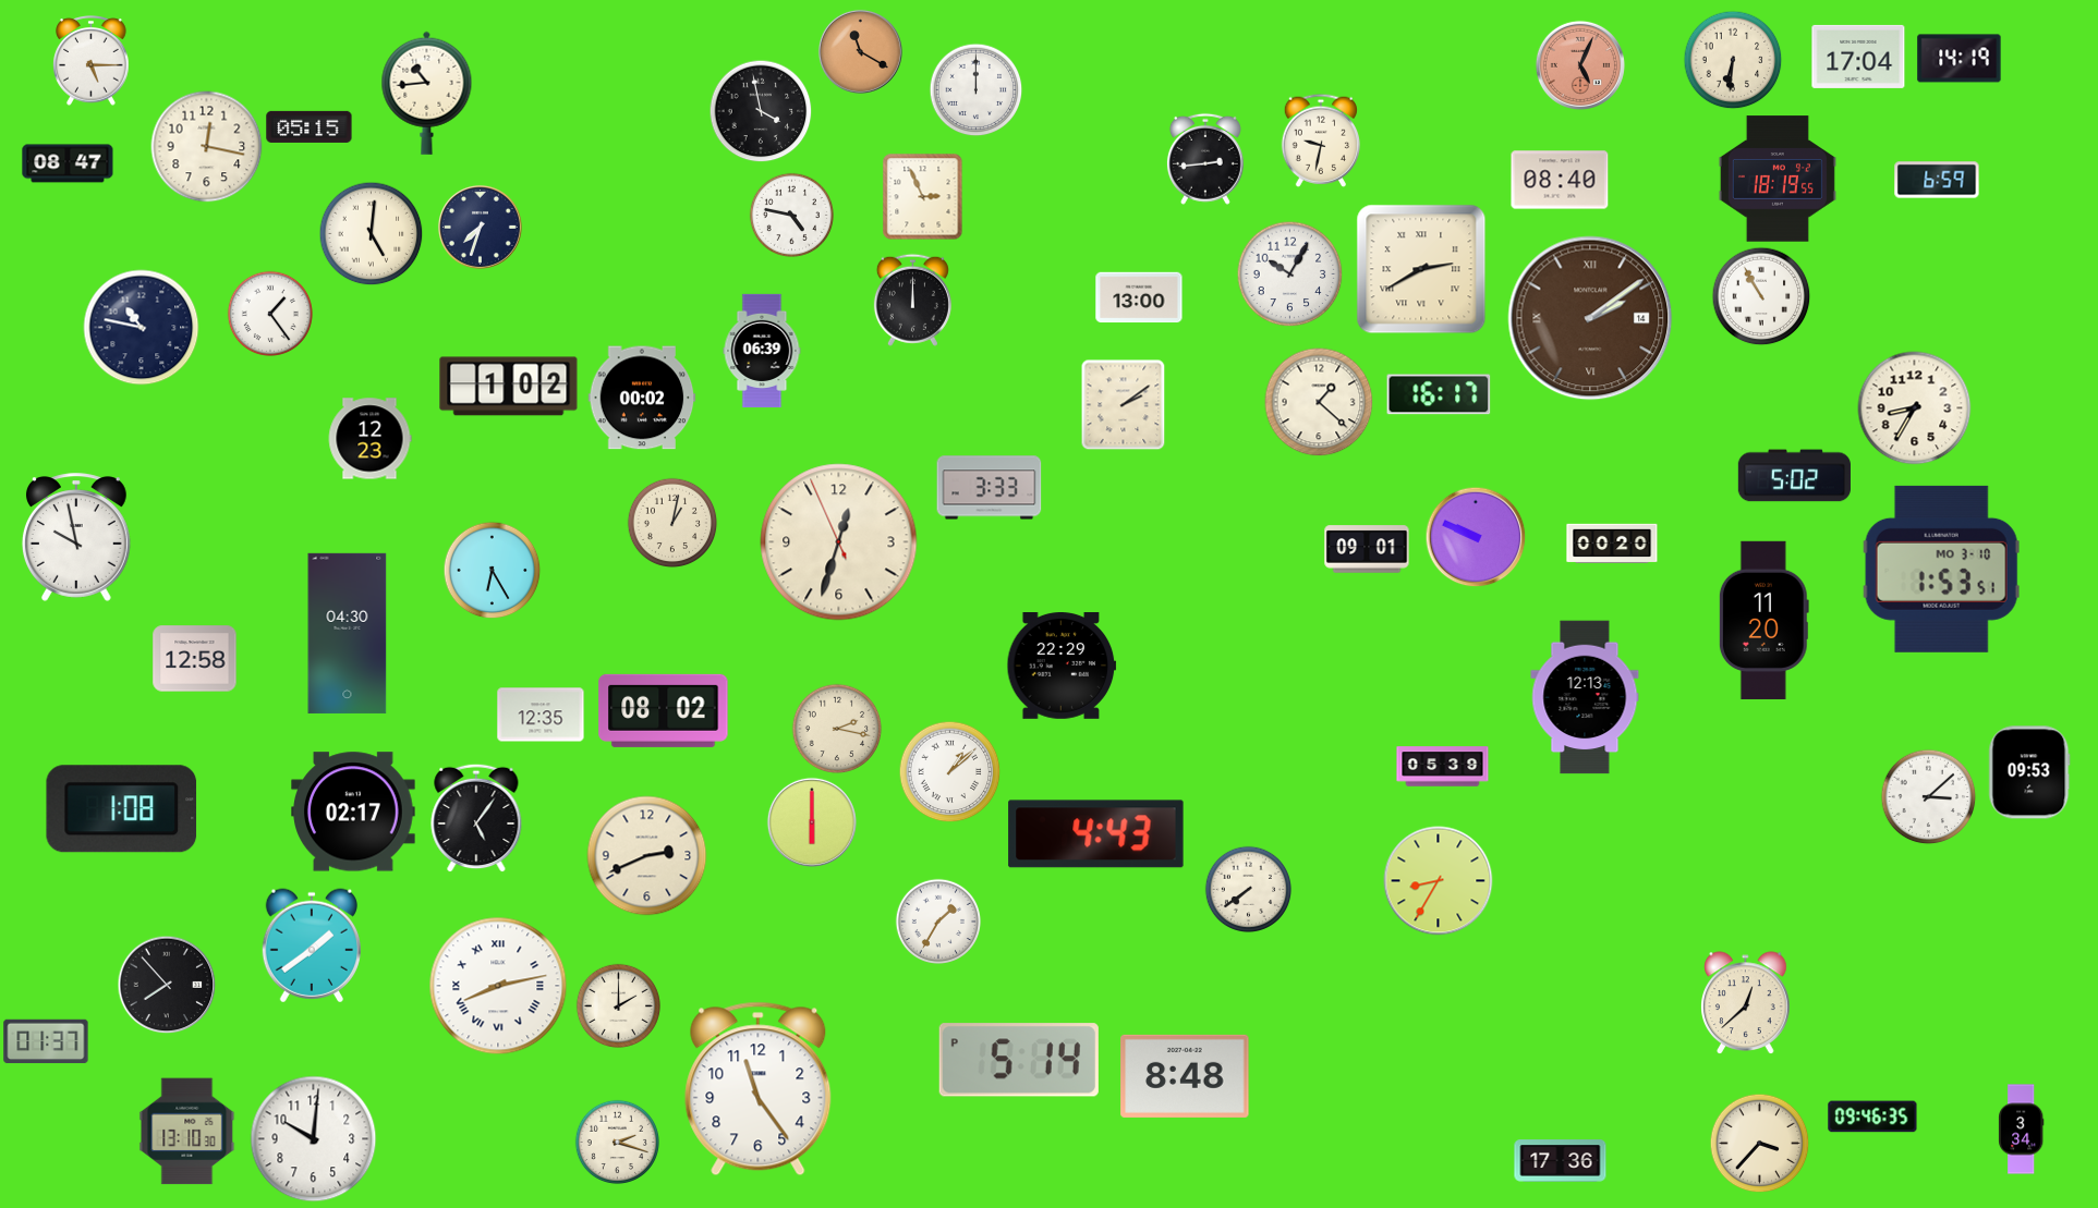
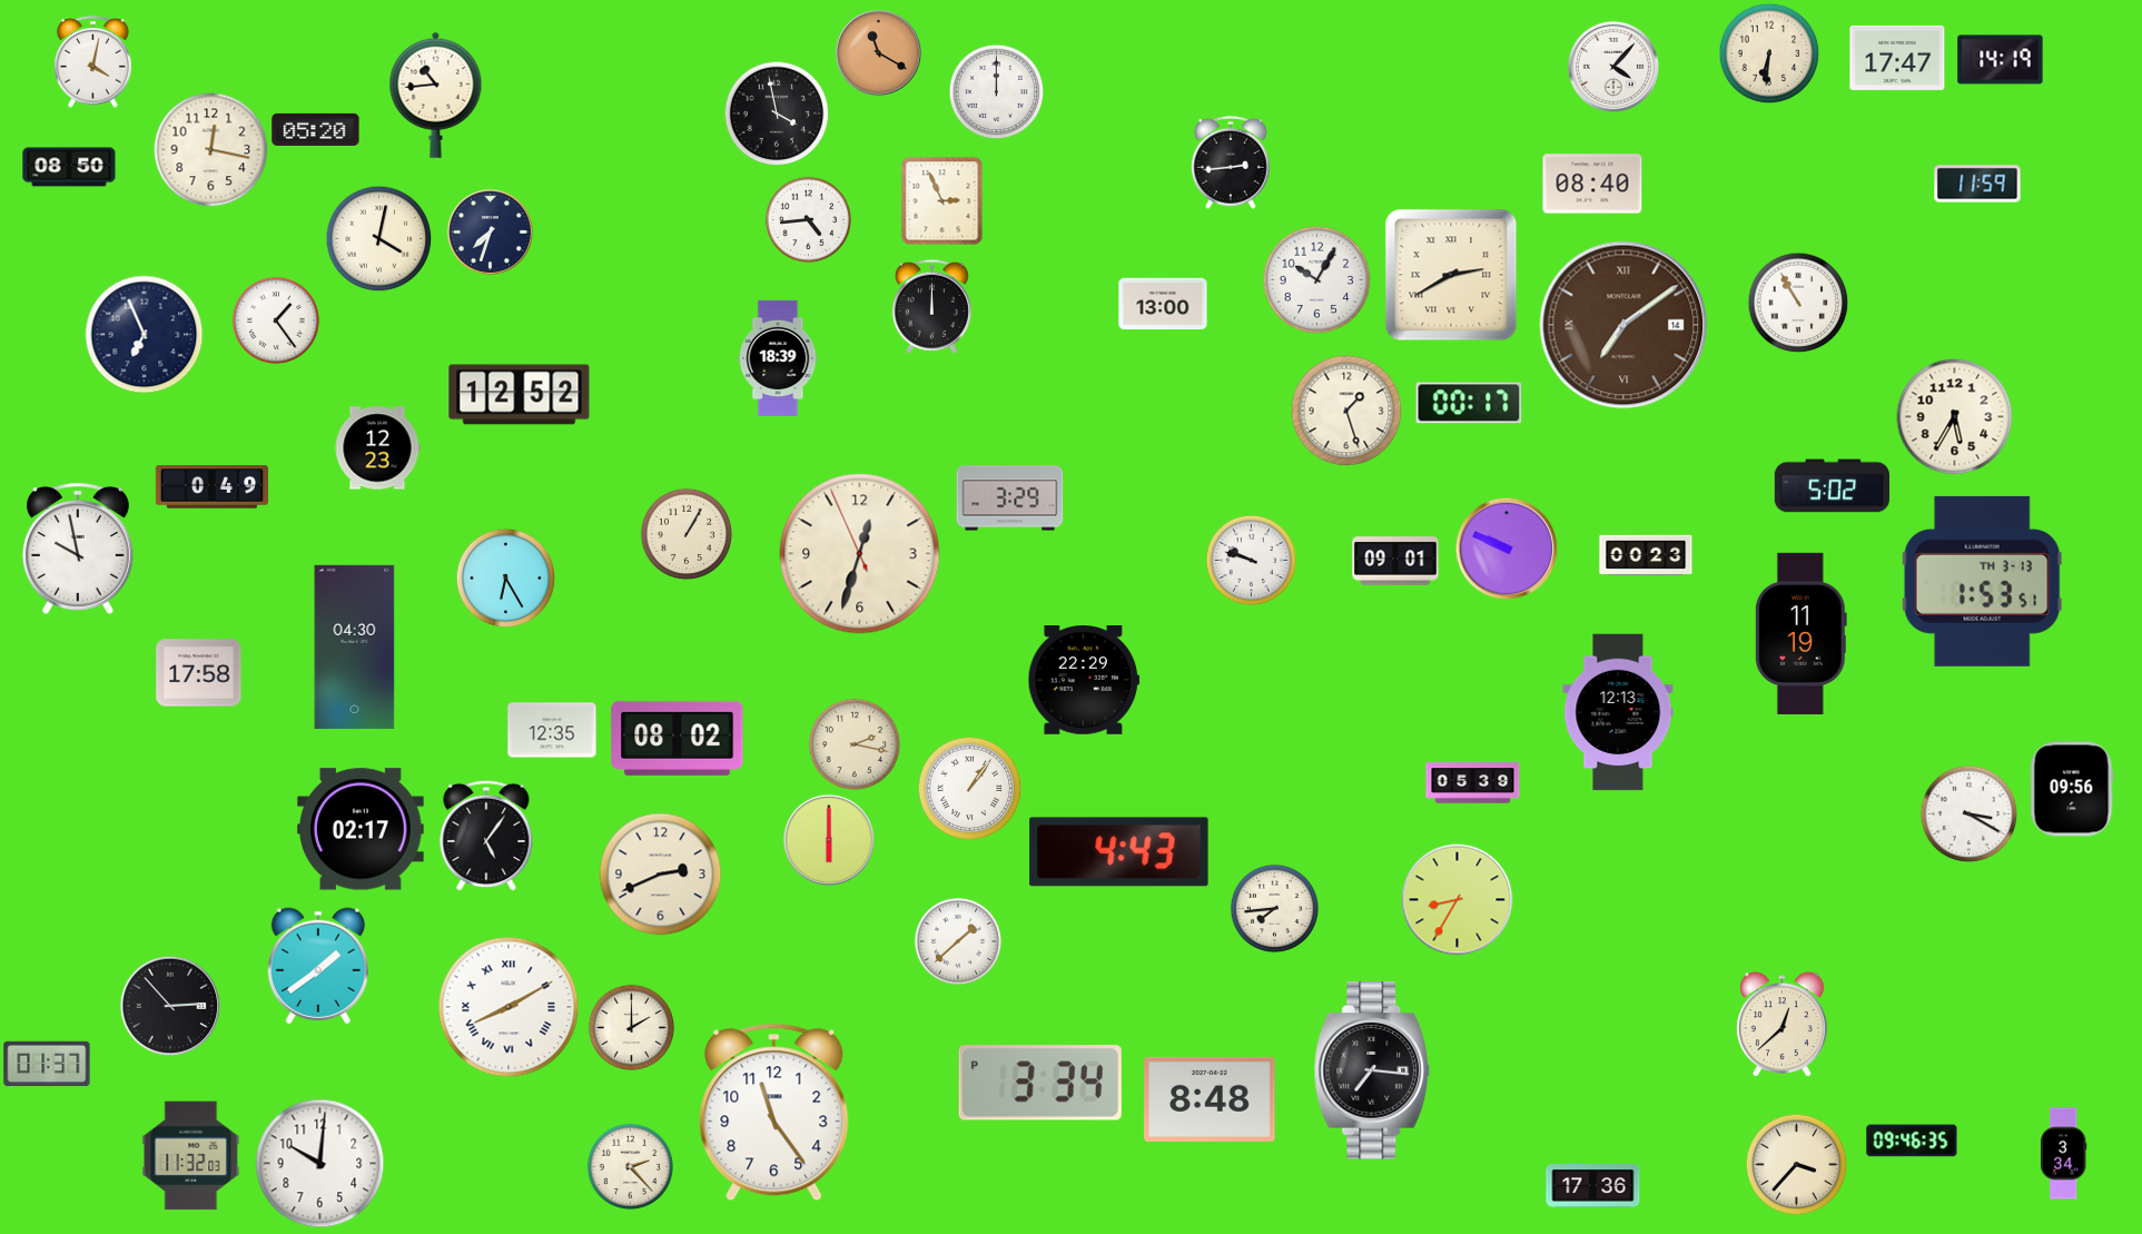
clock at (1858, 57): 17:04 -> 17:47
clock at (1733, 60) position: (1733, 60) -> (1769, 53)
clock at (92, 61): 5:15 -> 4:02
clock at (1580, 65): 5:04 -> 4:07
clock at (1580, 65) dial: salmon -> white
clock at (310, 126): 05:15 -> 05:20
clock at (1320, 141): 9:32 -> none
clock at (68, 163): 08:47 -> 08:50
clock at (1778, 179): 18:19 -> none
clock at (1937, 180): 6:59 -> 11:59
clock at (791, 215): 4:47 -> 4:44
clock at (371, 233): 5:01 -> 4:02
clock at (1590, 318): 2:09 -> 7:09
clock at (142, 328): 10:47 -> 6:56
clock at (762, 351): 06:39 -> 18:39
clock at (509, 387): 1:02 -> 12:52
clock at (1439, 394): 16:17 -> 00:17
clock at (642, 398): 00:02 -> none
clock at (1319, 402): 1:22 -> 1:27
clock at (1124, 404): 2:09 -> none
clock at (1915, 408): 8:35 -> 5:35
clock at (213, 487): none -> 0:49
clock at (990, 488): 3:33 -> 3:29
clock at (672, 523): 1:02 -> 1:05
clock at (839, 542) position: (839, 542) -> (860, 554)
clock at (1612, 542): 00:20 -> 00:23
clock at (1251, 560): none -> 9:48
clock at (1941, 569) date: MO 3-10 -> TH 3-13
clock at (492, 570) position: (492, 570) -> (505, 577)
clock at (1763, 620): 11:20 -> 11:19
clock at (195, 659): 12:58 -> 17:58
clock at (664, 710) position: (664, 710) -> (678, 738)
clock at (949, 771): 1:08 -> 1:06
clock at (2029, 772): 09:53 -> 09:56
clock at (1928, 796): 3:08 -> 3:20
clock at (122, 809): 1:08 -> none
clock at (1439, 881) position: (1439, 881) -> (1458, 900)
clock at (1248, 889): 7:39 -> 7:44
clock at (937, 920): 1:35 -> 1:38
clock at (167, 985): 7:53 -> 2:53
clock at (498, 986): 8:13 -> 8:10
clock at (1372, 1070): none -> 7:16
clock at (1019, 1060): 5:14 -> 3:34
clock at (187, 1132): 13:10 -> 11:32
clock at (617, 1142): 2:18 -> 2:23
clock at (1759, 1143) position: (1759, 1143) -> (1796, 1164)
